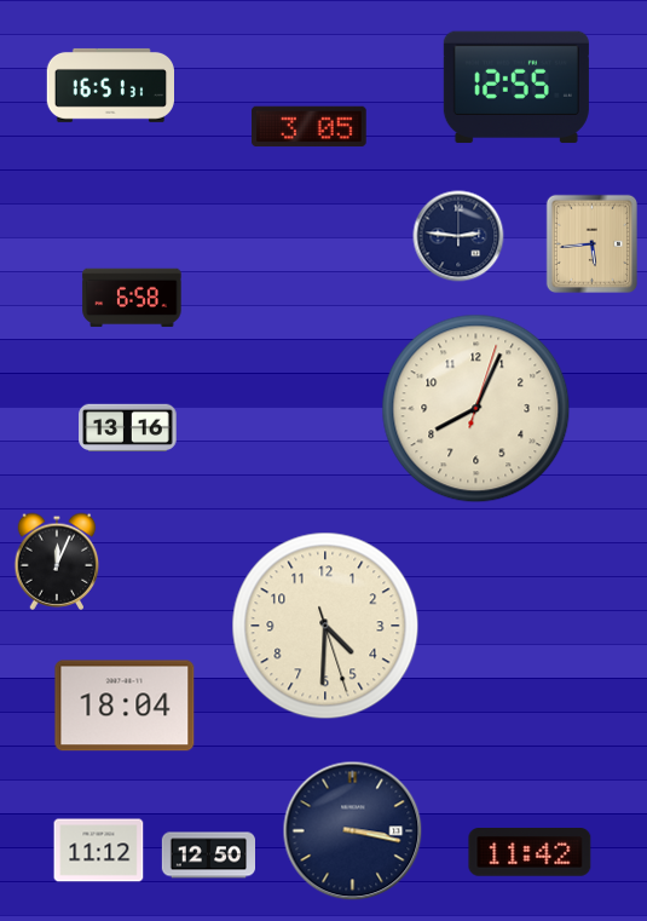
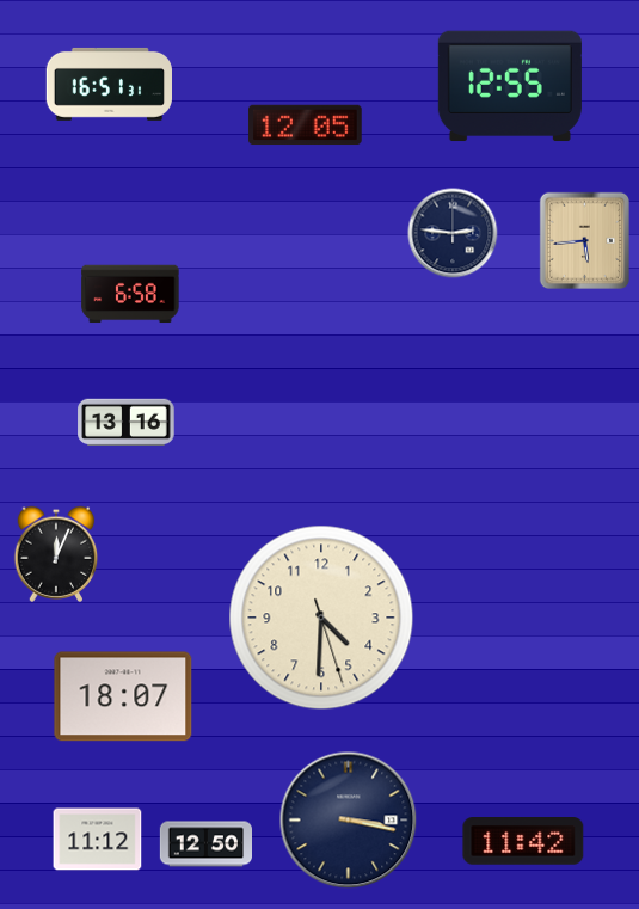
clock at (310, 127): 3:05 -> 12:05
clock at (476, 409): 8:04 -> none
clock at (125, 706): 18:04 -> 18:07
